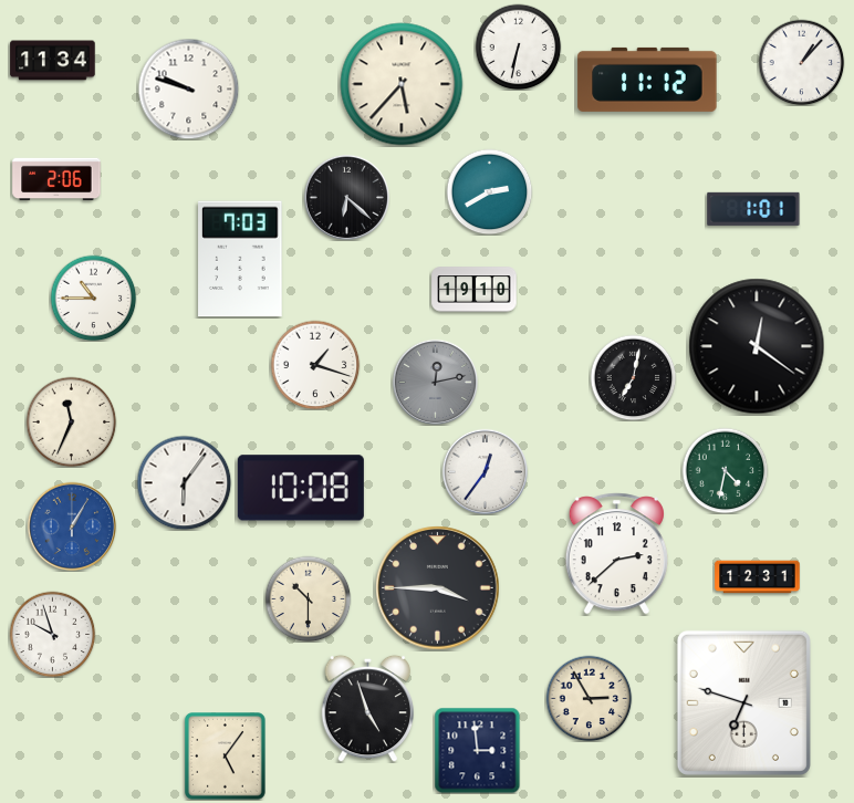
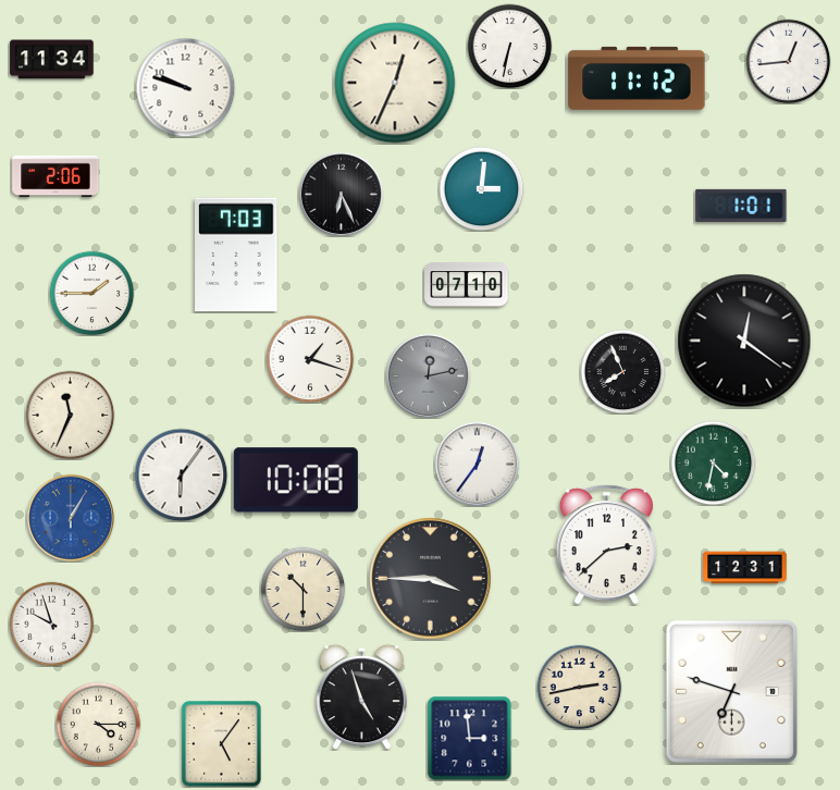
clock at (801, 62): 1:07 -> 12:44
clock at (402, 84): 5:37 -> 12:34
clock at (489, 191): 2:40 -> 3:01
clock at (346, 197): 6:22 -> 6:26
clock at (475, 290): 19:10 -> 07:10
clock at (93, 298): 10:45 -> 1:45
clock at (633, 377): 7:02 -> 7:56
clock at (589, 698): 2:55 -> 2:43
clock at (98, 724): none -> 4:15
